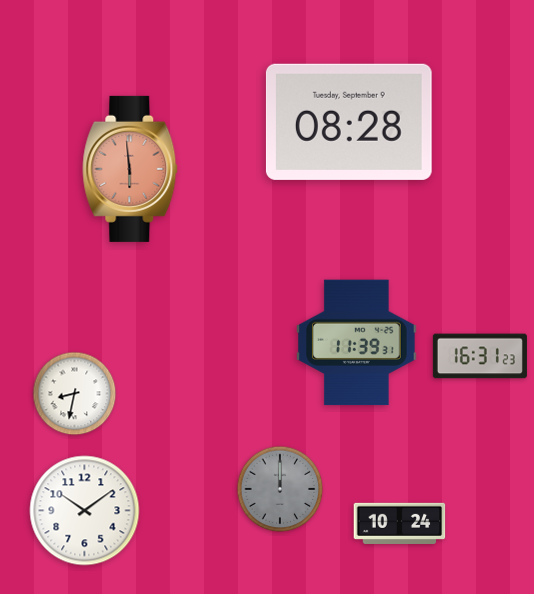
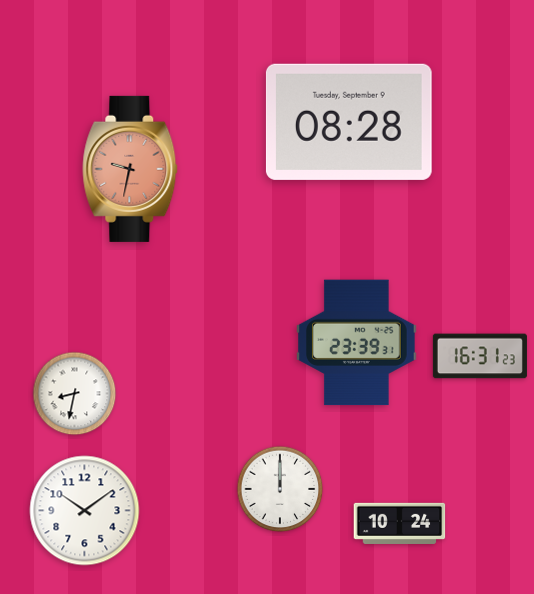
clock at (130, 169): 5:59 -> 9:32
clock at (357, 343): 11:39 -> 23:39
clock at (280, 489) dial: grey -> white
